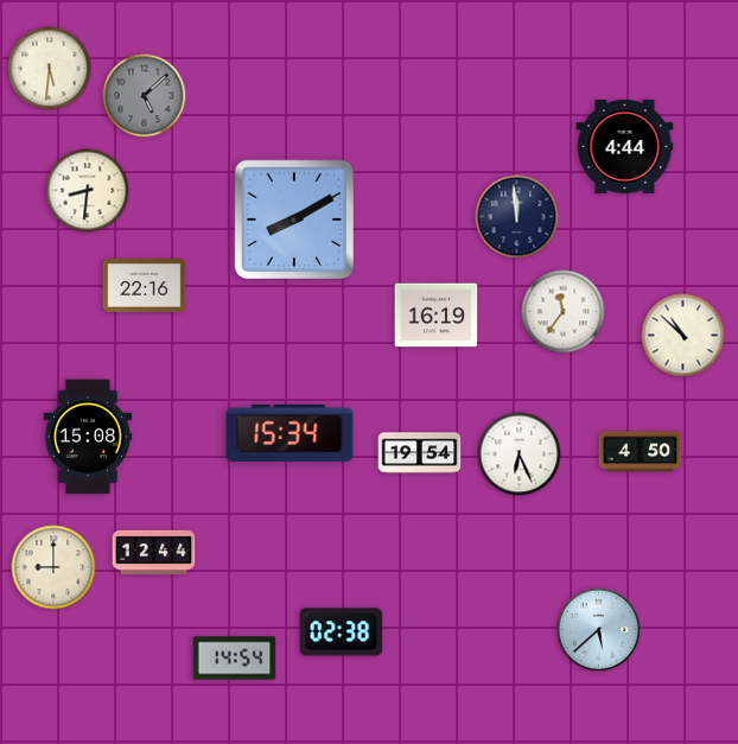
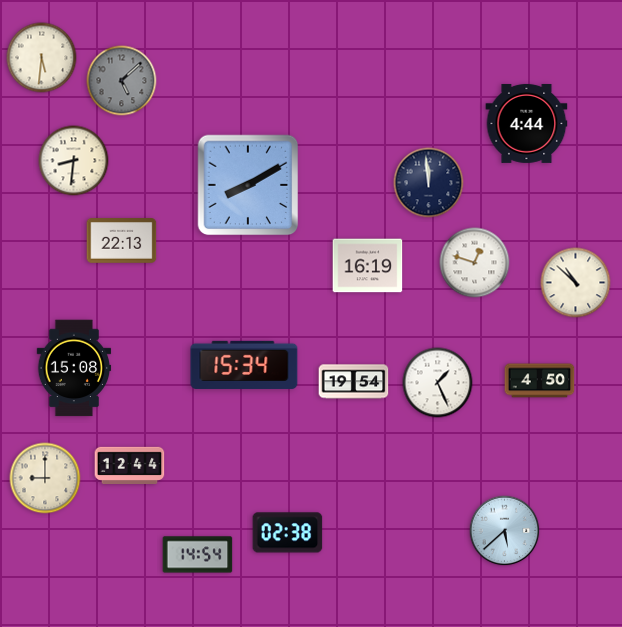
clock at (517, 217) position: (517, 217) -> (429, 183)
clock at (145, 286): 22:16 -> 22:13
clock at (564, 312): 11:36 -> 12:48
clock at (520, 454): 6:26 -> 1:26
